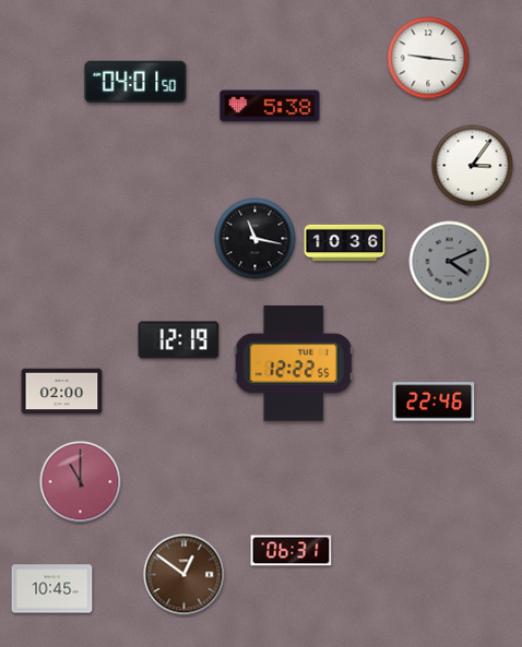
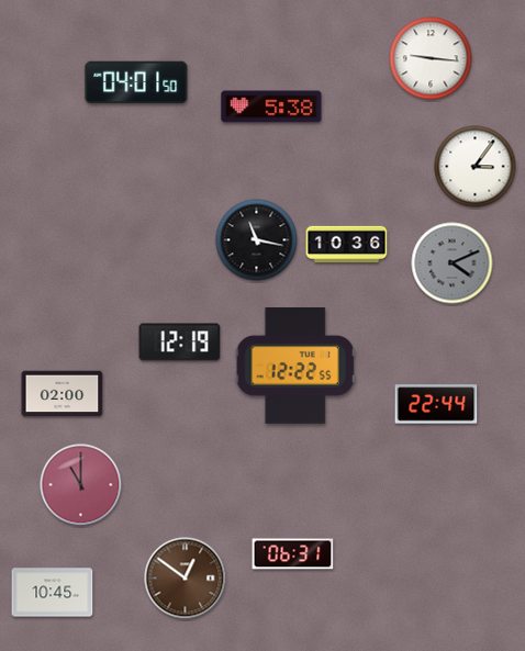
clock at (434, 402): 22:46 -> 22:44
